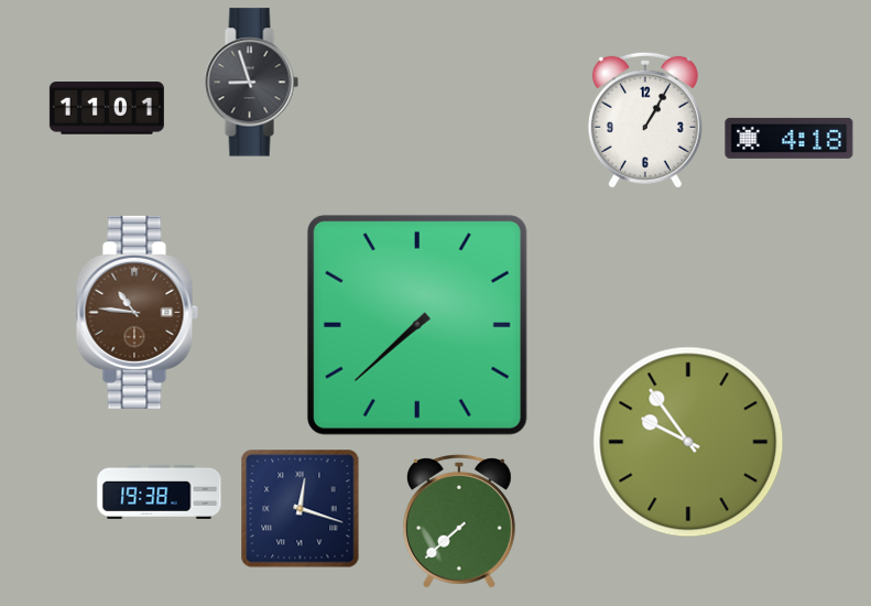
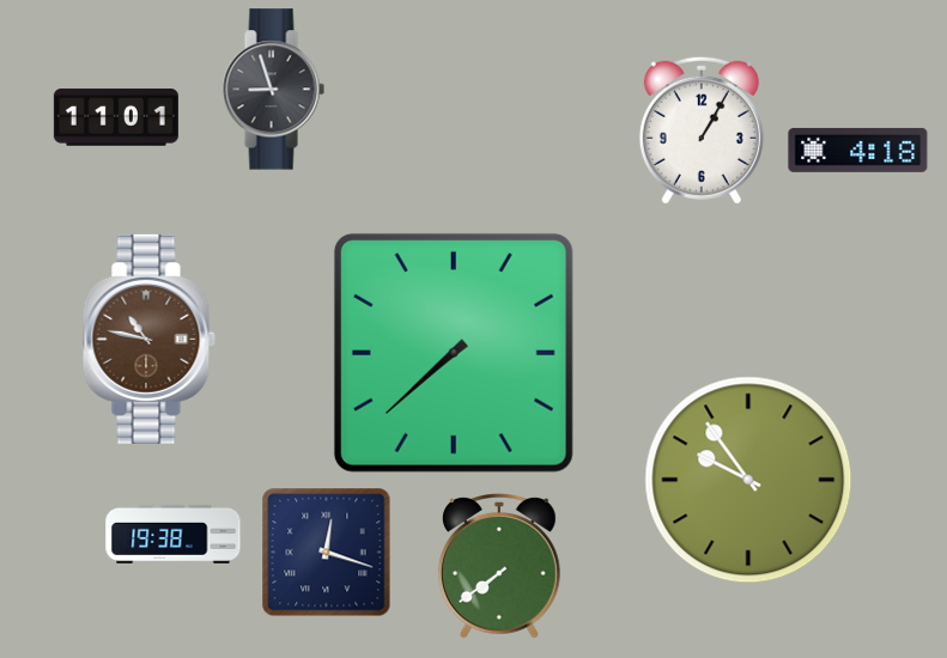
clock at (137, 312): 10:46 -> 10:47
clock at (459, 522): 7:38 -> 7:39
